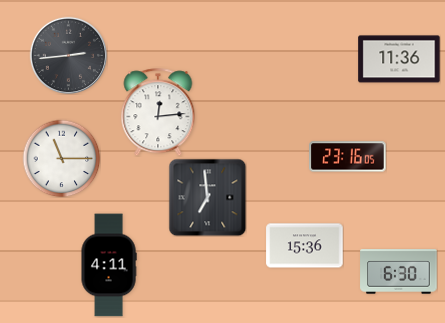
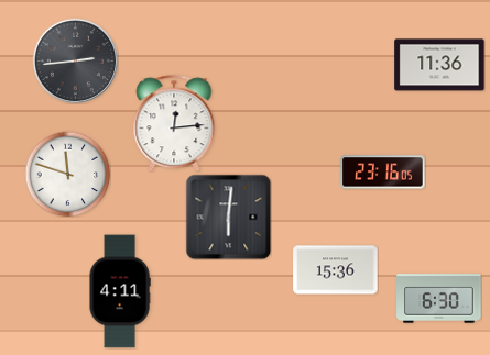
clock at (61, 158): 11:15 -> 11:48
clock at (207, 197): 6:59 -> 6:01
